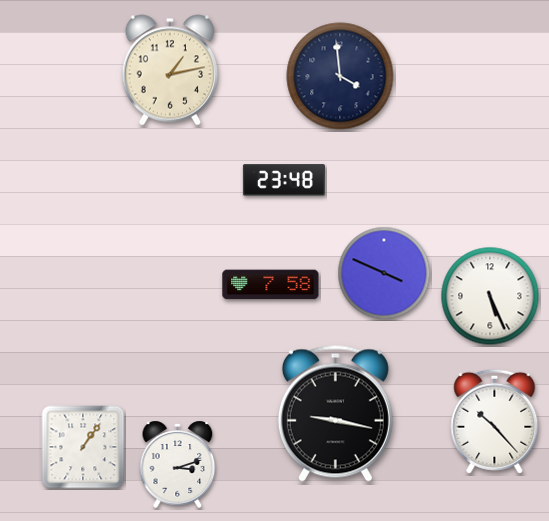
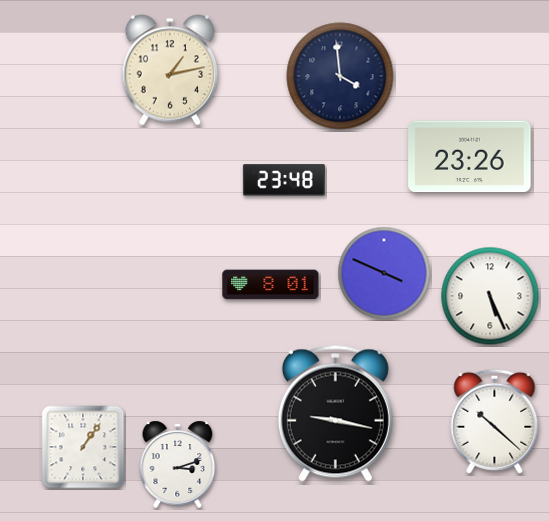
clock at (470, 157): none -> 23:26
clock at (271, 285): 7:58 -> 8:01
clock at (495, 421): 10:23 -> 10:22
